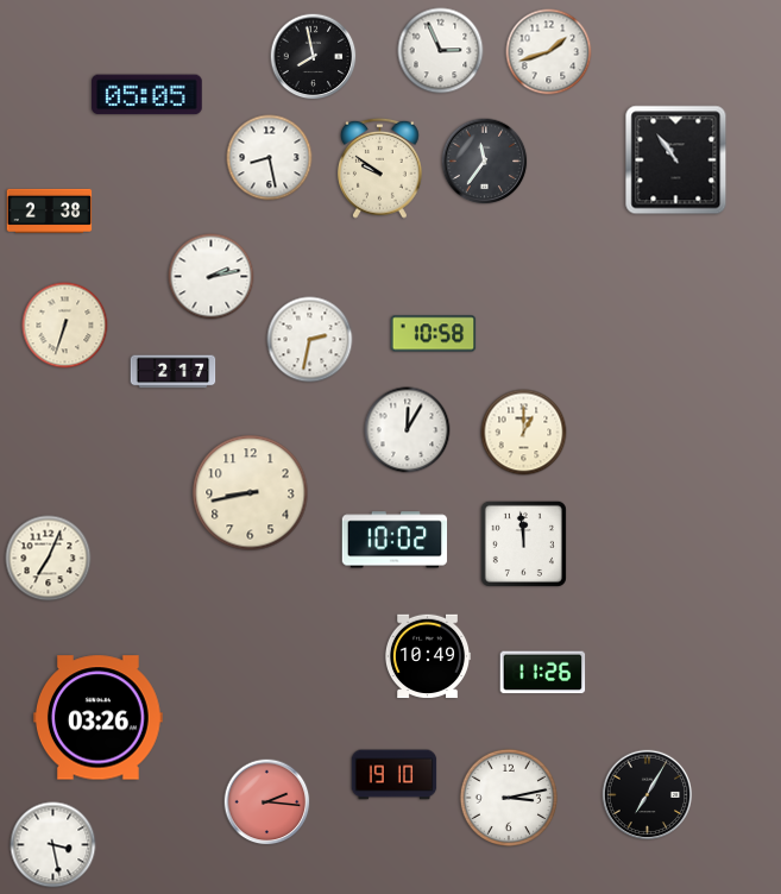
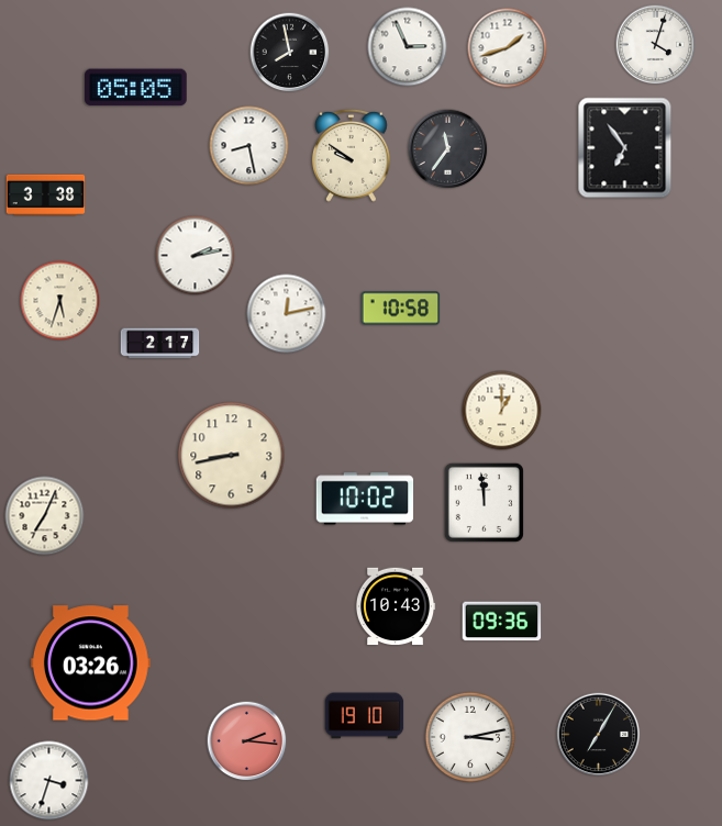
clock at (656, 45): none -> 4:03
clock at (676, 160): 10:54 -> 6:54
clock at (50, 210): 2:38 -> 3:38
clock at (65, 326): 6:33 -> 5:33
clock at (310, 340): 2:32 -> 12:13
clock at (408, 430): 12:05 -> none
clock at (524, 433) position: (524, 433) -> (502, 411)
clock at (428, 656): 10:49 -> 10:43
clock at (543, 673): 11:26 -> 09:36
clock at (53, 845): 3:28 -> 3:33
